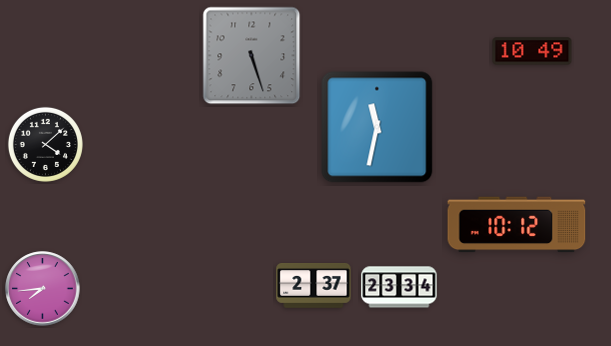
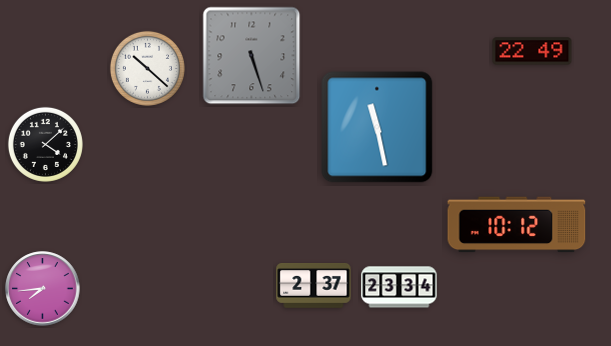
clock at (532, 51): 10:49 -> 22:49
clock at (147, 68): none -> 10:22
clock at (377, 127): 11:32 -> 11:28
